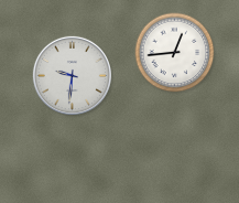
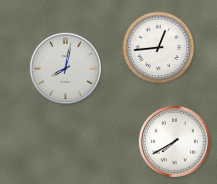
clock at (72, 75): 9:31 -> 8:02
clock at (174, 141): none -> 7:40
